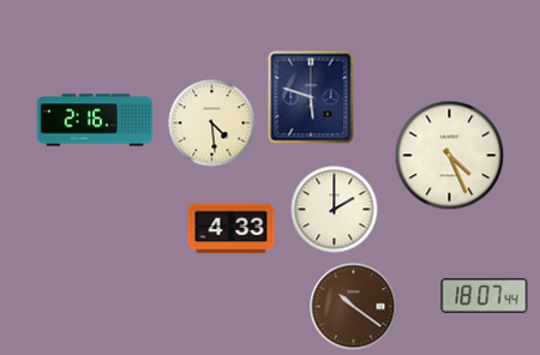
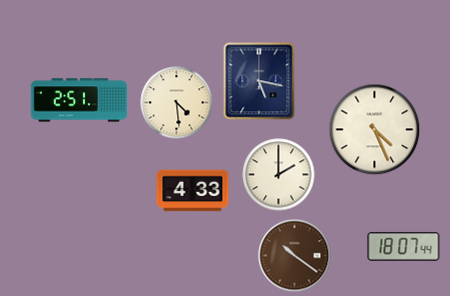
clock at (311, 97): 5:48 -> 5:17
clock at (95, 120): 2:16 -> 2:51
